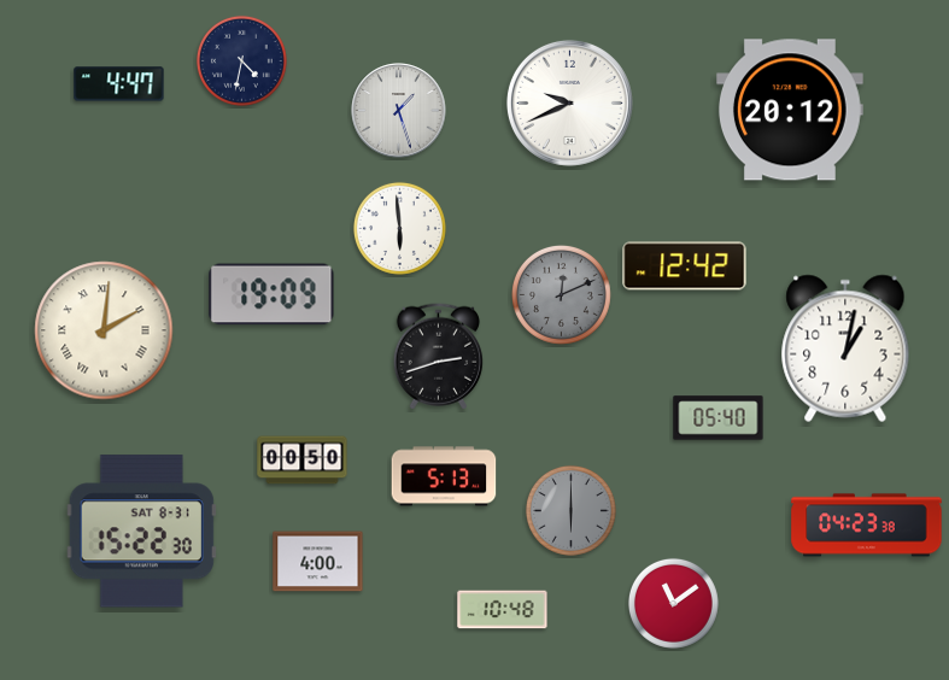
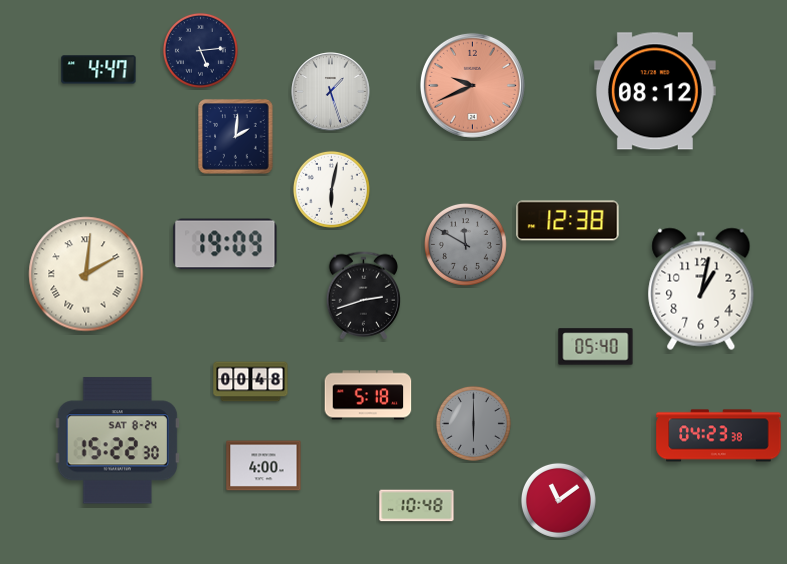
clock at (241, 60): 4:32 -> 5:14
clock at (569, 102) dial: white -> salmon
clock at (790, 110): 20:12 -> 08:12
clock at (236, 137): none -> 2:01
clock at (399, 228): 5:59 -> 6:02
clock at (685, 266): 12:42 -> 12:38
clock at (561, 294): 12:11 -> 11:50
clock at (303, 461): 00:50 -> 00:48
clock at (444, 476): 5:13 -> 5:18
clock at (141, 532) date: SAT 8-31 -> SAT 8-24
